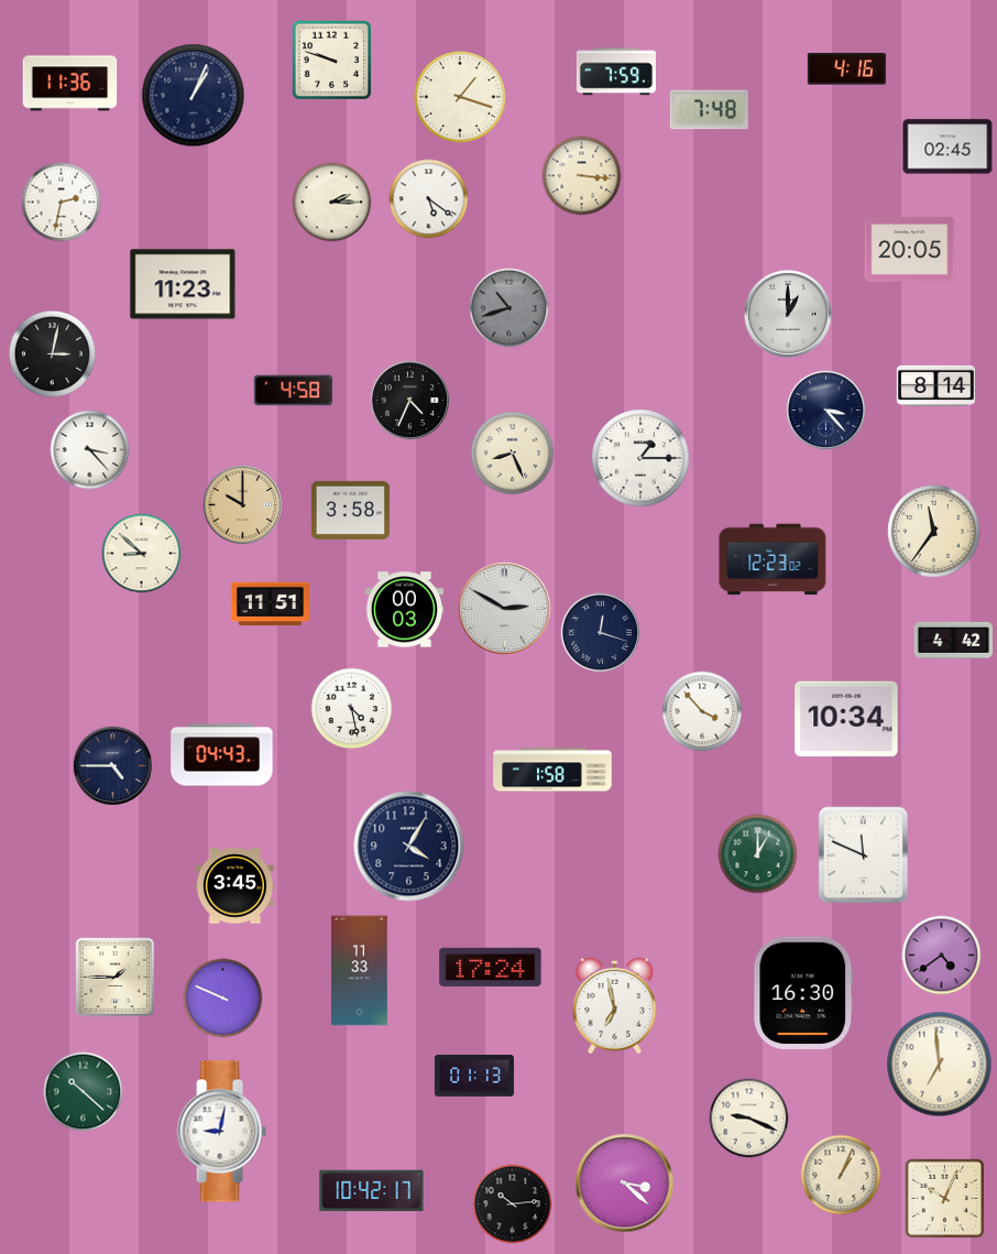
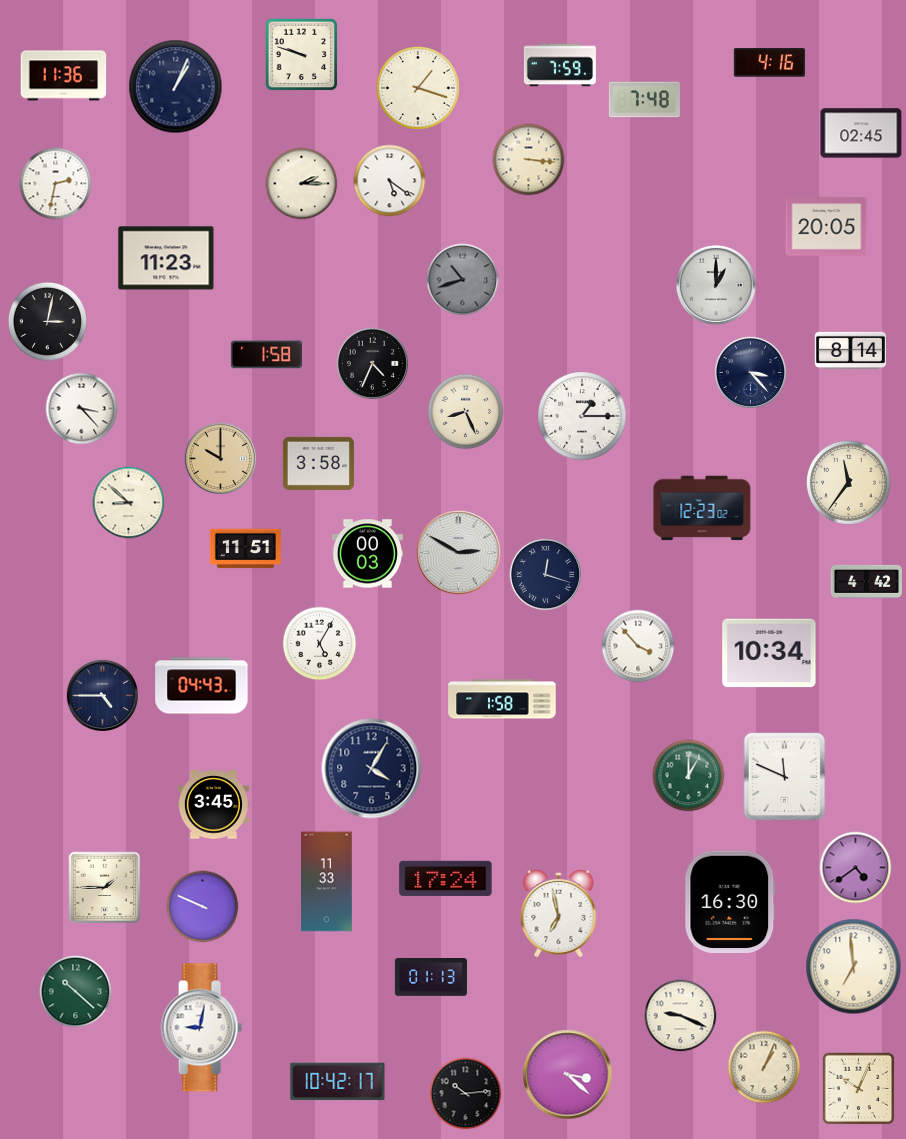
clock at (293, 391): 4:58 -> 1:58
clock at (352, 709): 4:28 -> 5:05
